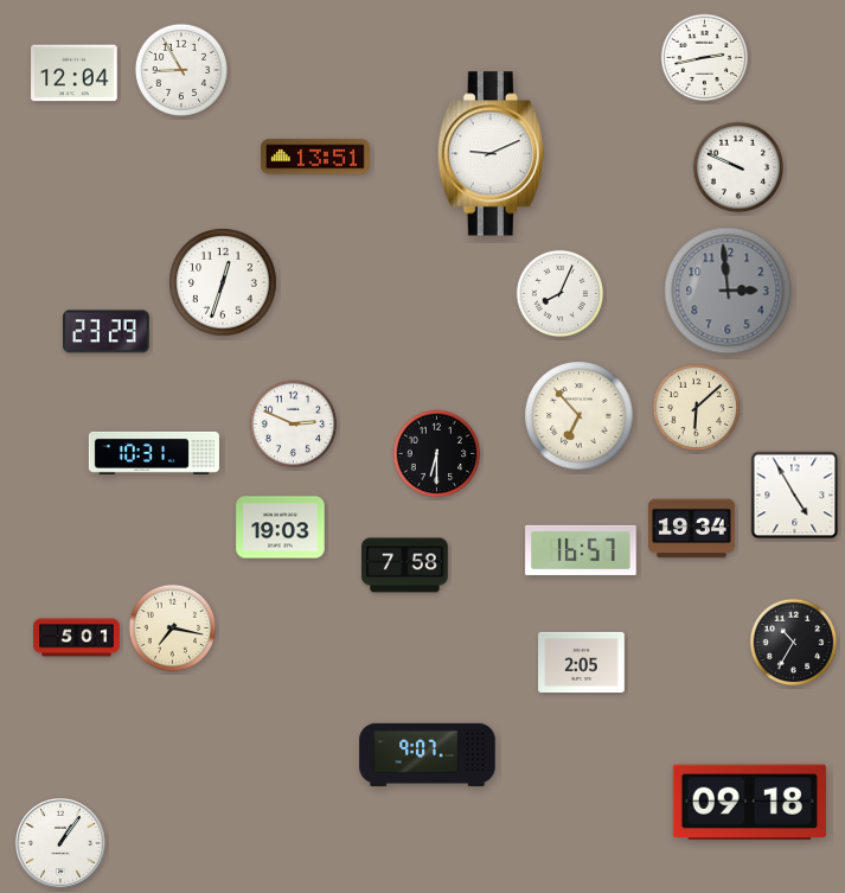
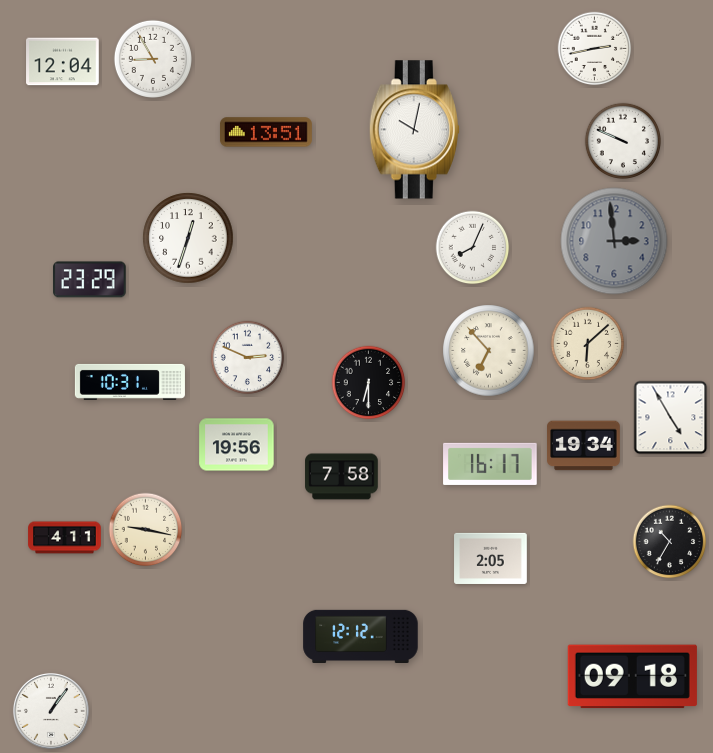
clock at (491, 154): 9:11 -> 10:02
clock at (728, 291) position: (728, 291) -> (614, 241)
clock at (281, 528): 19:03 -> 19:56
clock at (581, 550): 16:57 -> 16:17
clock at (173, 629): 7:17 -> 9:17
clock at (77, 638): 5:01 -> 4:11
clock at (428, 754): 9:07 -> 12:12
